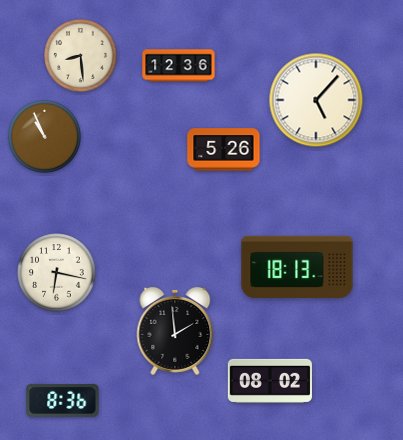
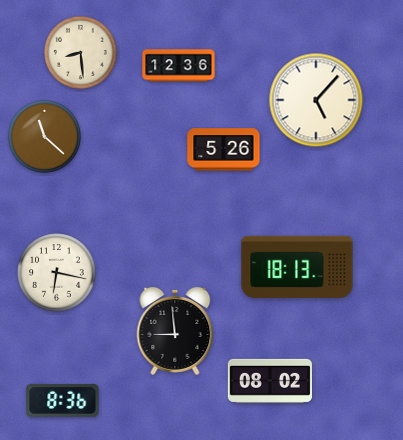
clock at (81, 56) position: (81, 56) -> (81, 53)
clock at (45, 137): 10:56 -> 11:22
clock at (175, 331): 1:59 -> 8:59
